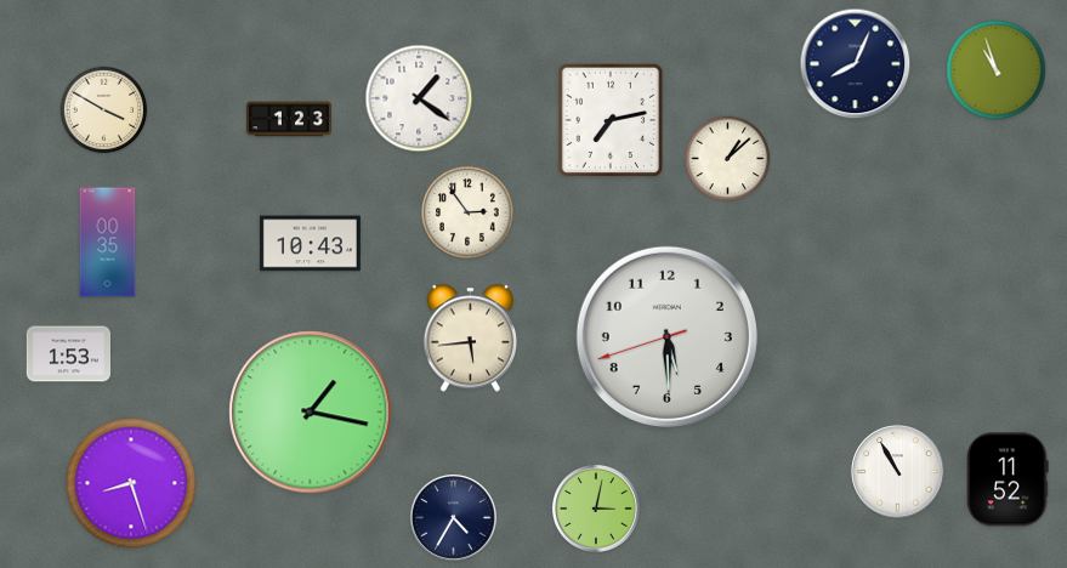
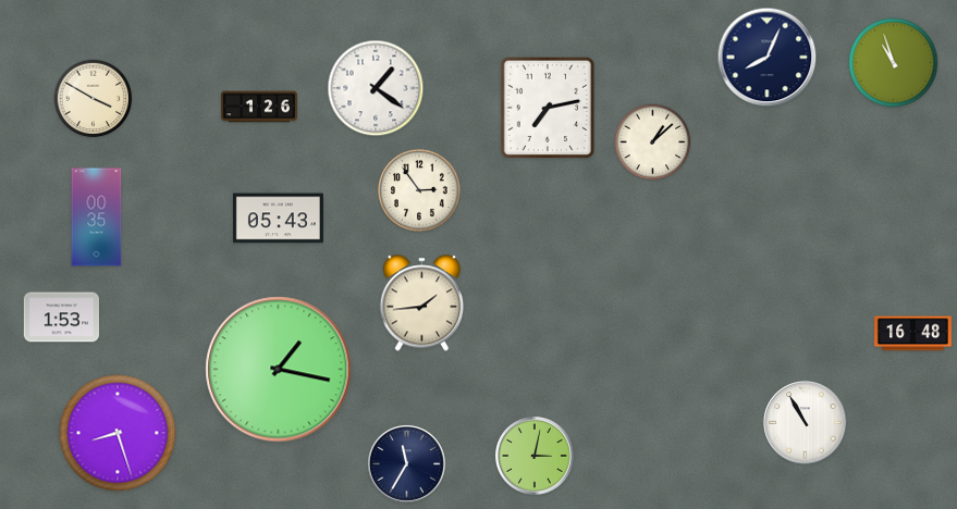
clock at (289, 119): 1:23 -> 1:26
clock at (310, 244): 10:43 -> 05:43
clock at (666, 336): 5:29 -> none
clock at (471, 339): 5:44 -> 1:44
clock at (913, 334): none -> 16:48
clock at (1008, 479): 11:52 -> none
clock at (453, 517): 4:35 -> 11:35
